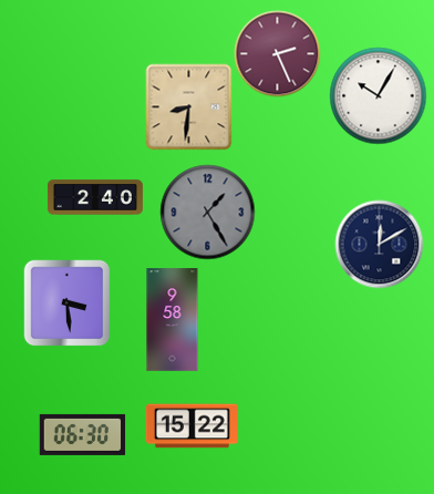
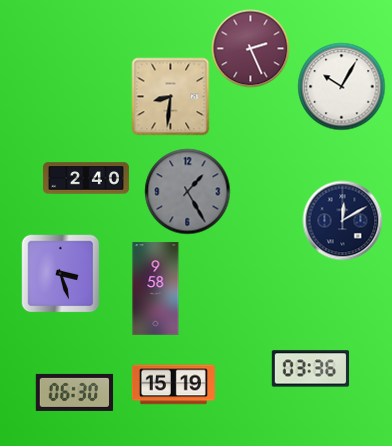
clock at (66, 302): 3:29 -> 3:27
clock at (310, 369): none -> 03:36
clock at (192, 426): 15:22 -> 15:19
